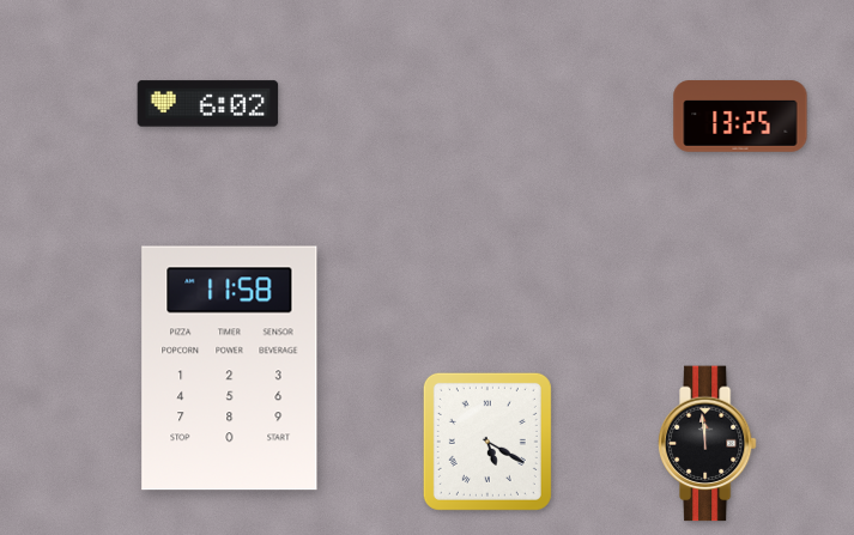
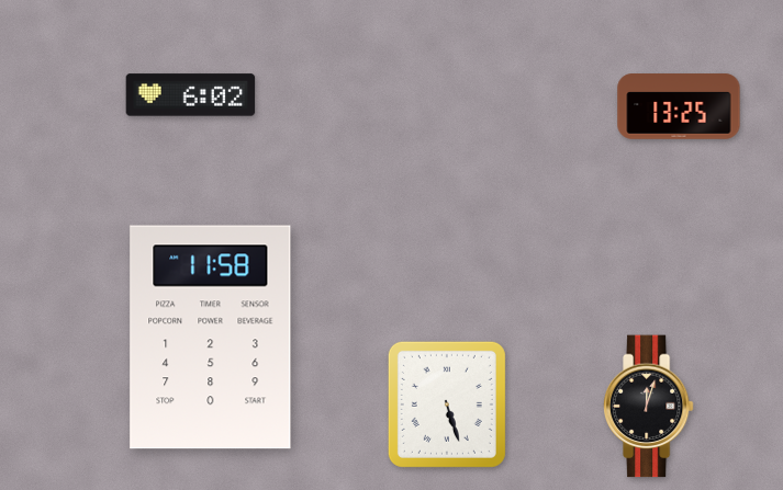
clock at (487, 442): 5:20 -> 5:27
clock at (707, 444): 11:59 -> 12:03
